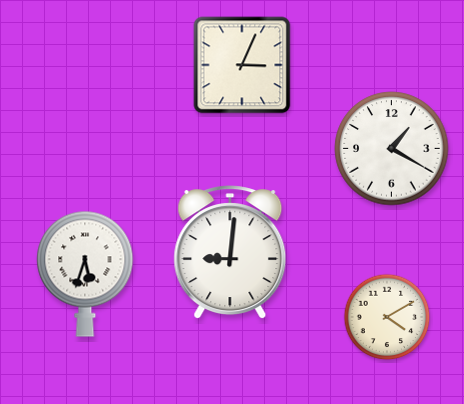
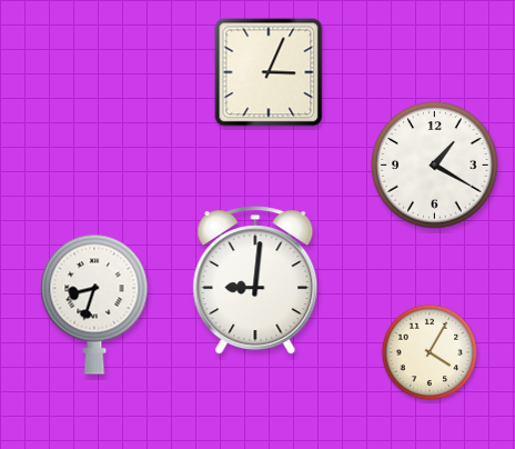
clock at (85, 274): 5:33 -> 8:33
clock at (387, 317): 4:10 -> 4:05
